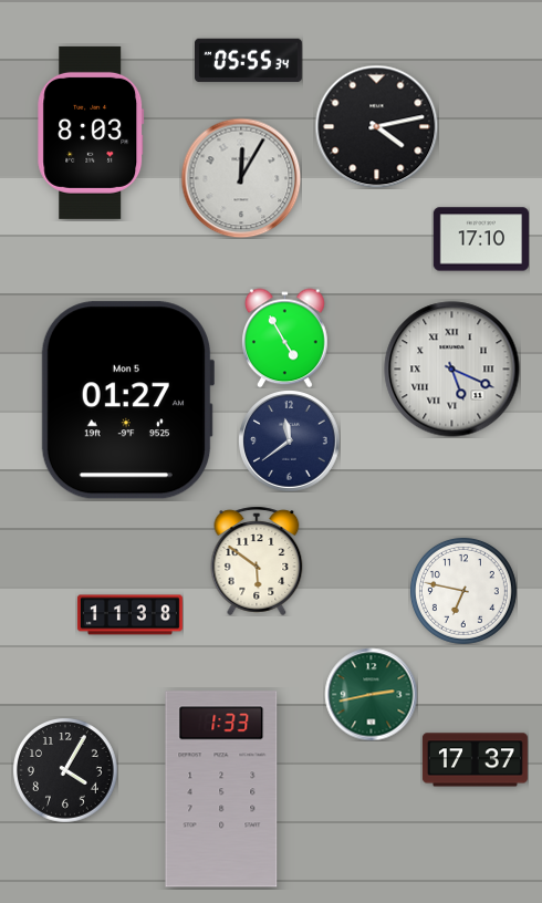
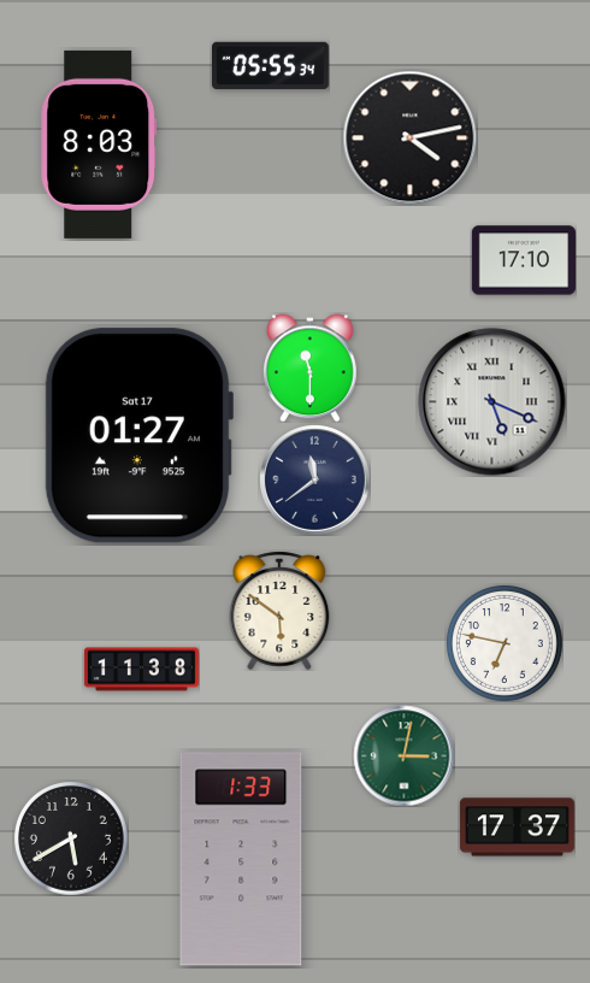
clock at (241, 178): 12:05 -> none
clock at (285, 338): 4:55 -> 11:30
clock at (126, 401) date: Mon 5 -> Sat 17
clock at (371, 694): 2:43 -> 3:02
clock at (65, 770): 4:05 -> 5:40
